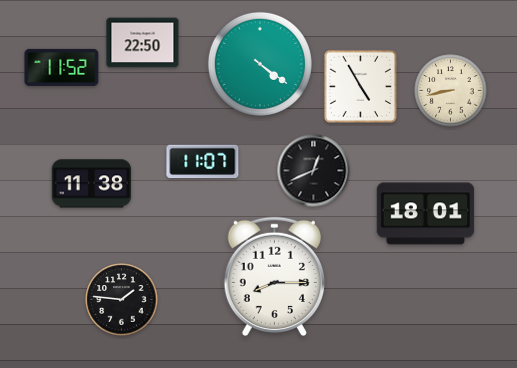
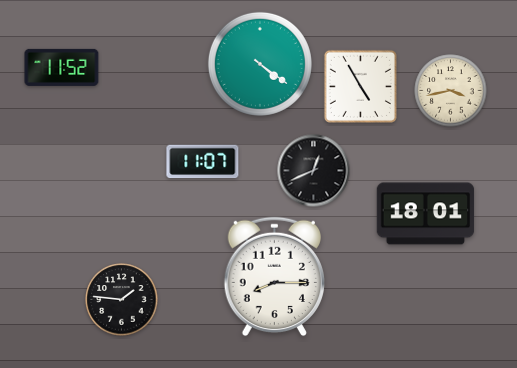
clock at (143, 43): 22:50 -> none
clock at (451, 91): 8:43 -> 3:43
clock at (92, 184): 11:38 -> none
